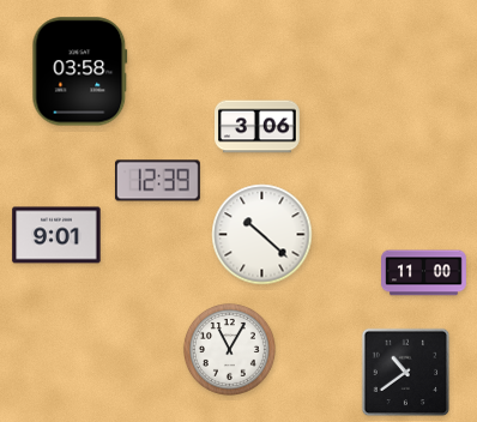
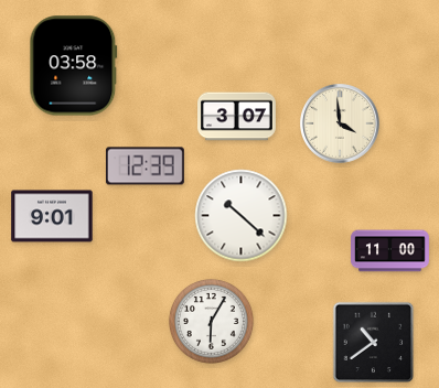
clock at (258, 127): 3:06 -> 3:07
clock at (341, 125): none -> 3:59
clock at (229, 349): 11:05 -> 6:05
